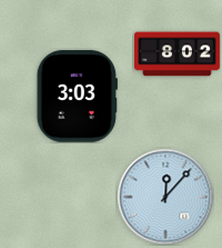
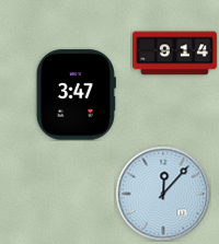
clock at (176, 54): 8:02 -> 9:14
clock at (77, 97): 3:03 -> 3:47
